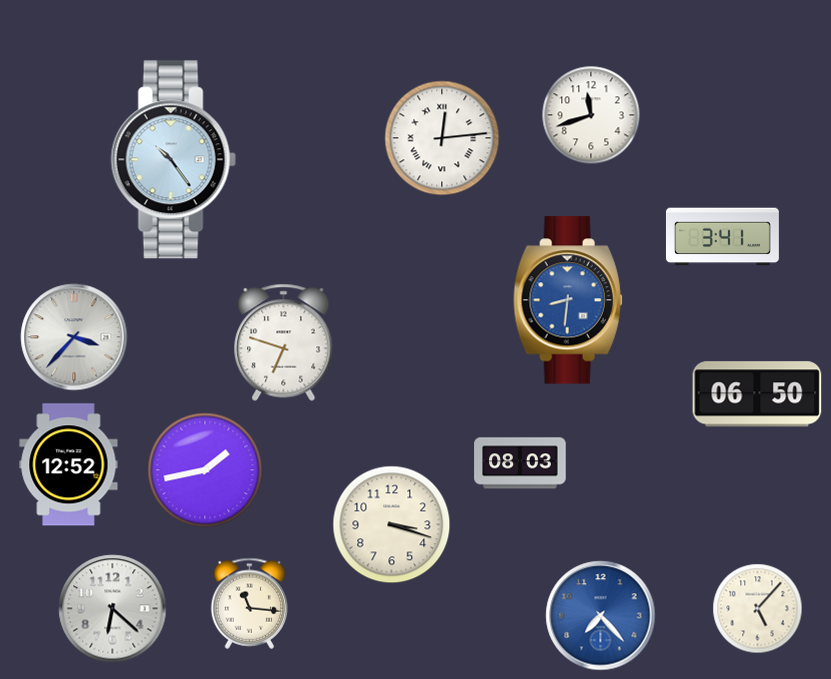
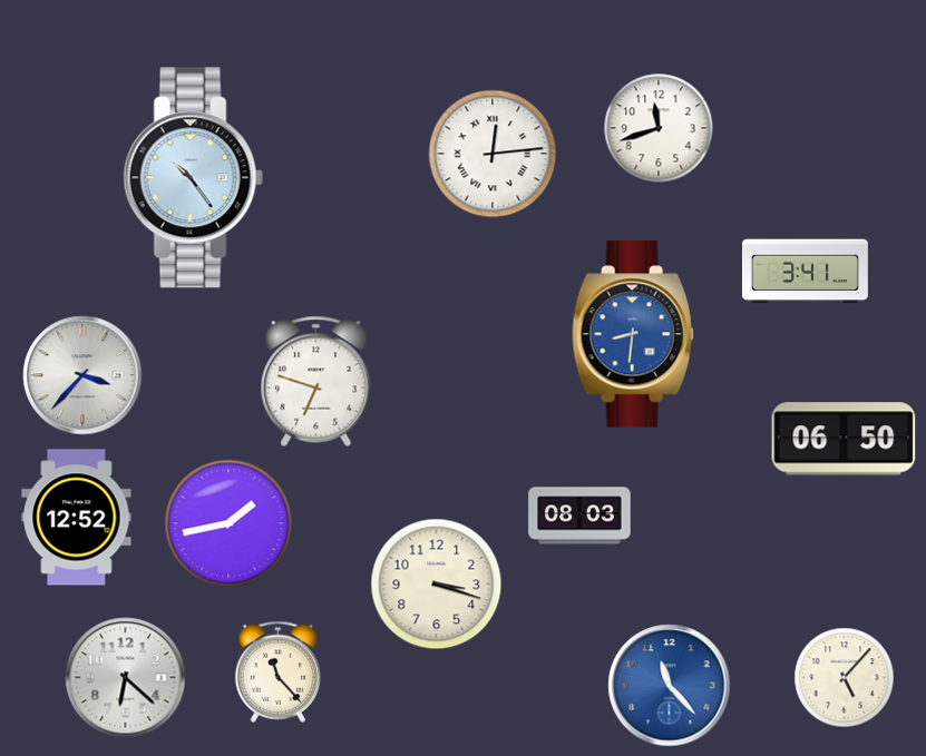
clock at (722, 237) position: (722, 237) -> (805, 272)
clock at (250, 603): 11:16 -> 11:23
clock at (601, 616): 7:23 -> 11:23
